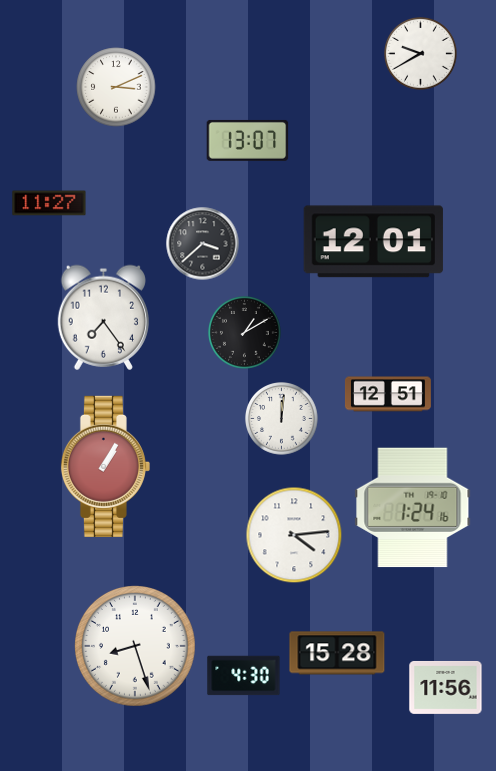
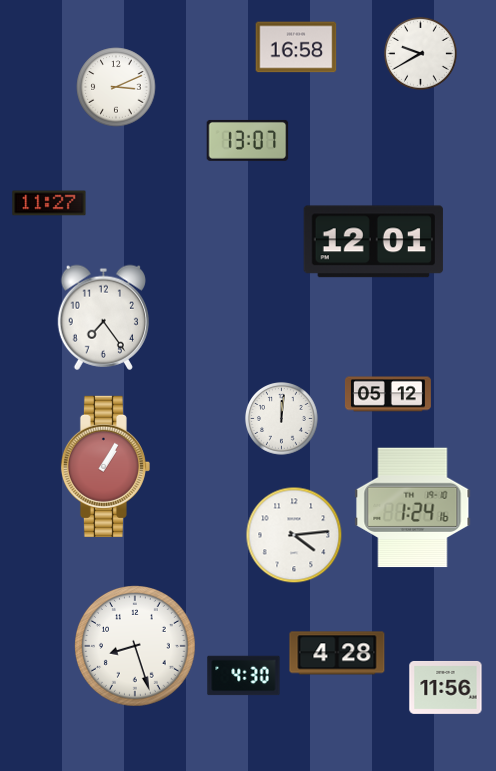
clock at (296, 47): none -> 16:58
clock at (203, 244): 3:38 -> none
clock at (245, 333): 1:10 -> none
clock at (388, 394): 12:51 -> 05:12
clock at (337, 653): 15:28 -> 4:28
